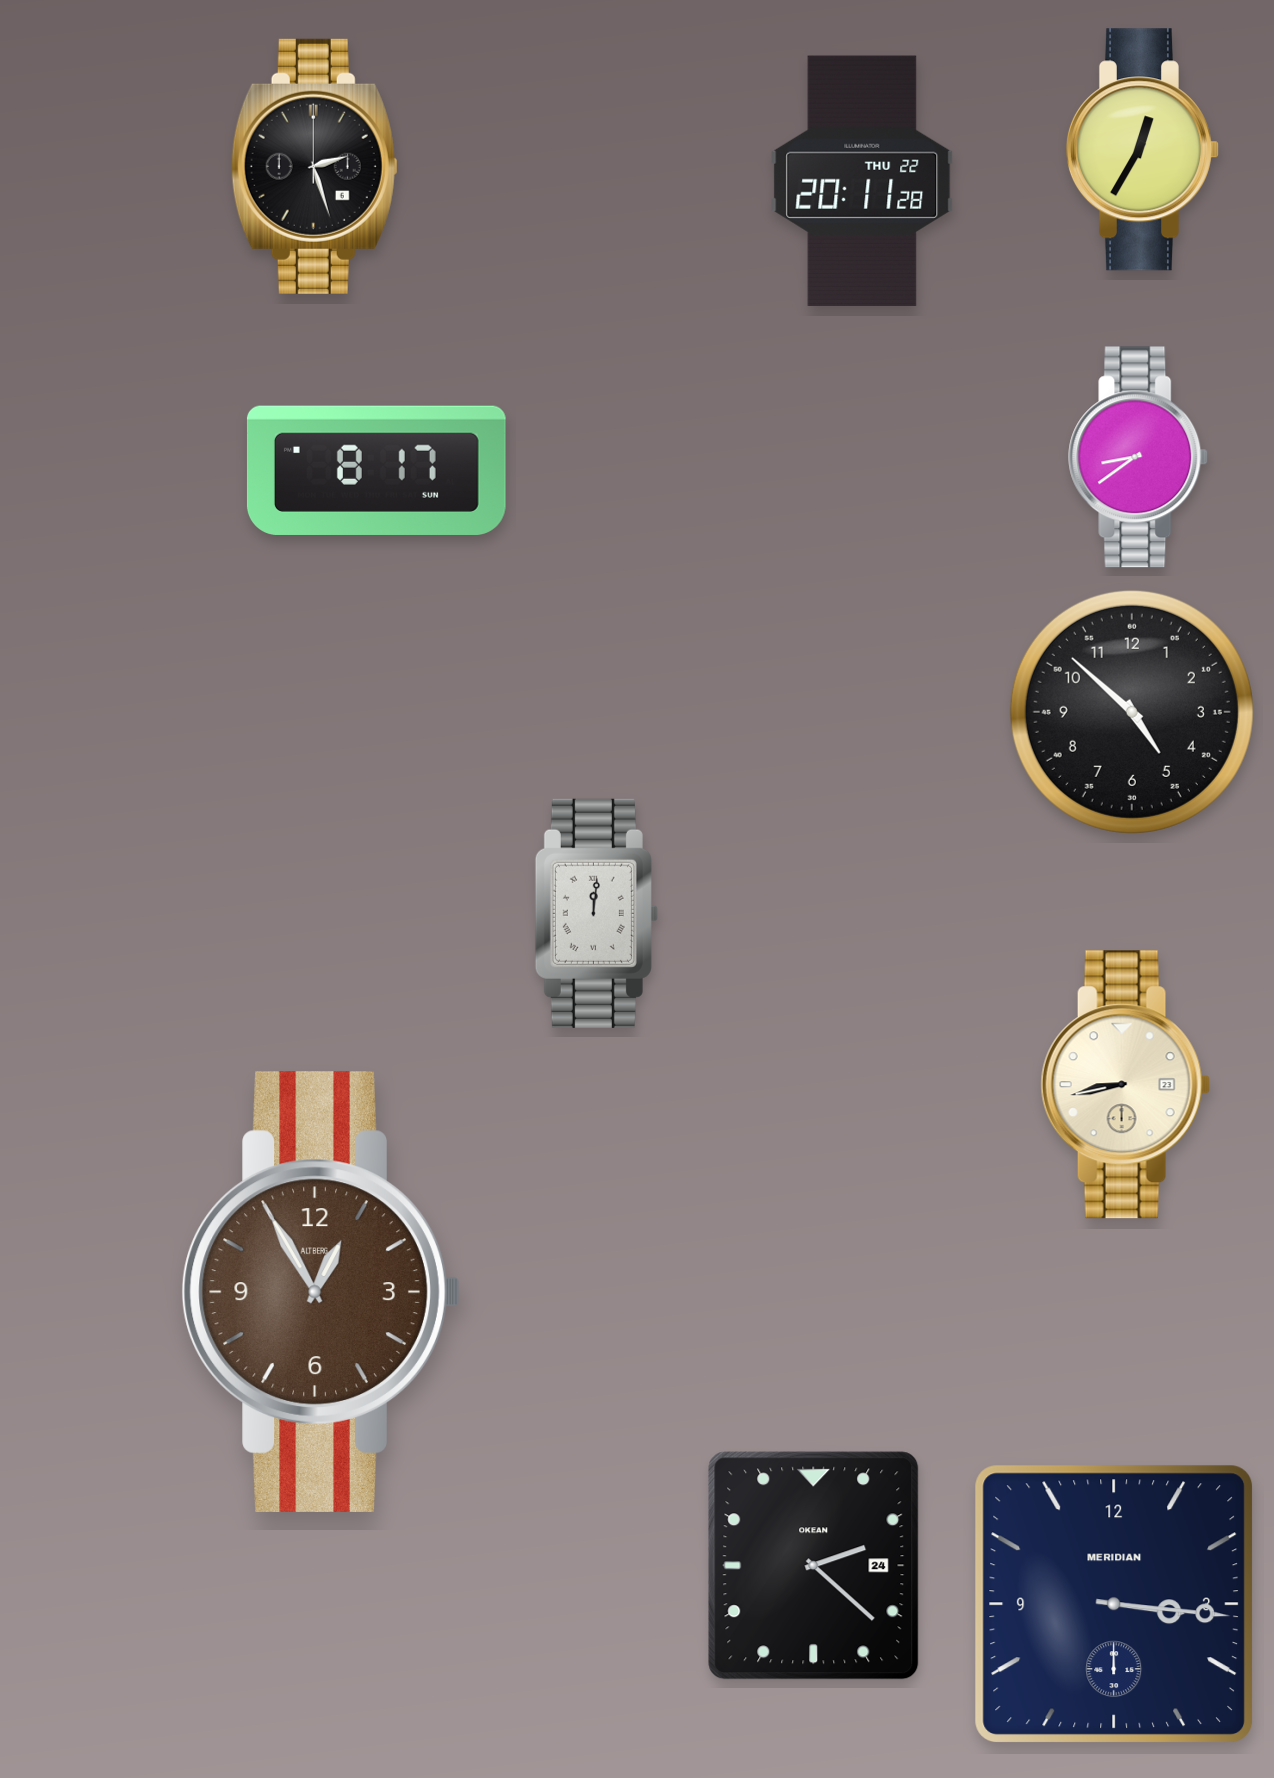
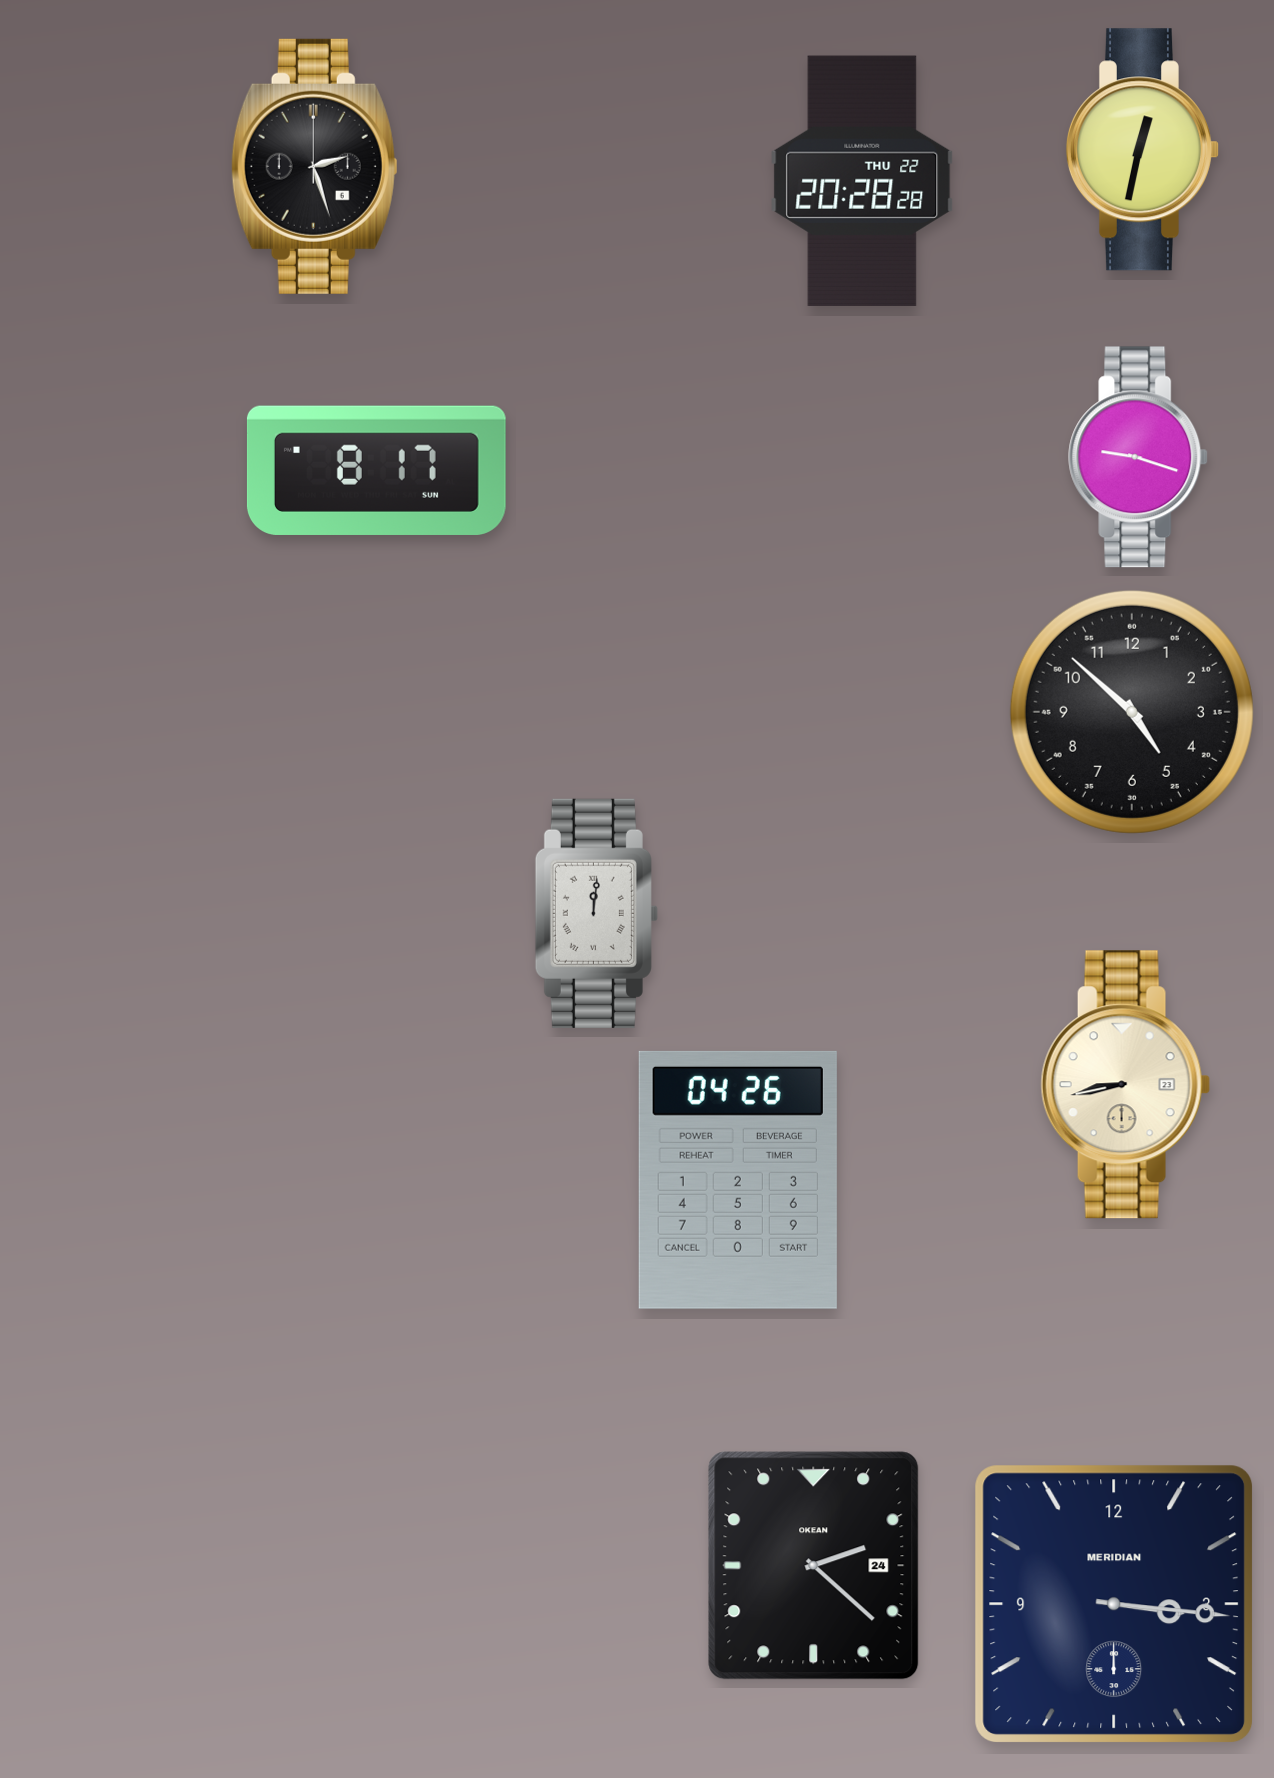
clock at (1142, 150): 12:35 -> 12:32
clock at (862, 181): 20:11 -> 20:28
clock at (1139, 457): 8:39 -> 9:18
clock at (738, 1180): none -> 04:26
clock at (321, 1292): 12:55 -> none
